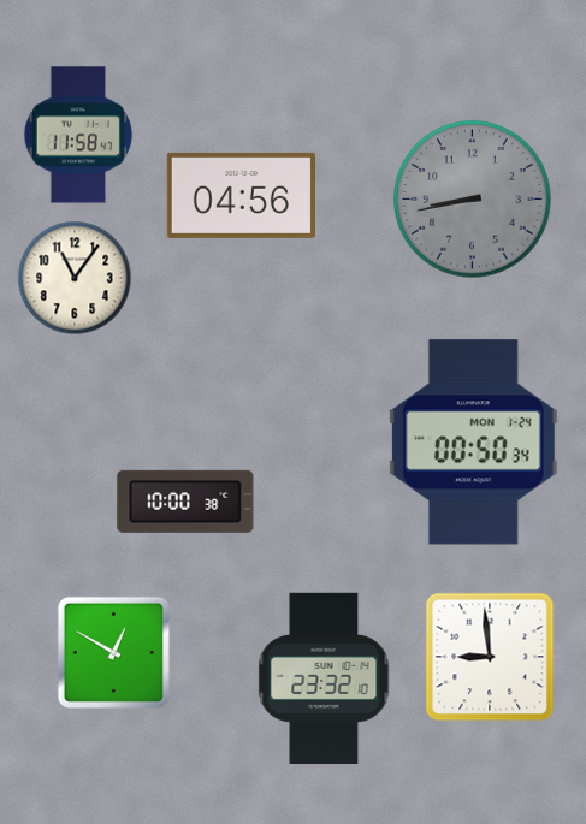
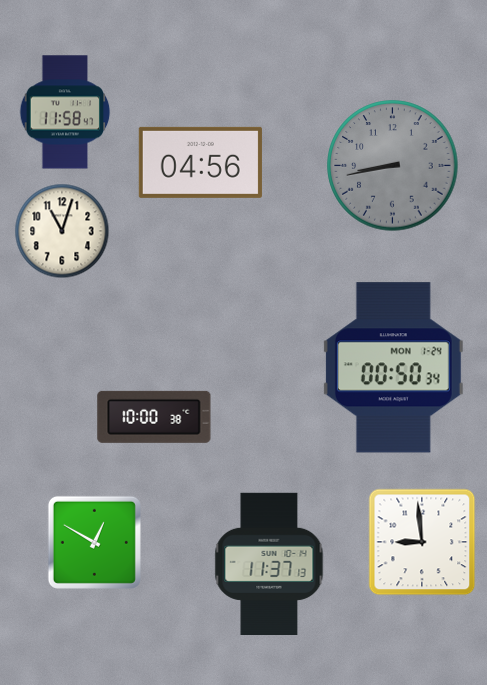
clock at (75, 278): 11:06 -> 11:03
clock at (490, 657) position: (490, 657) -> (422, 542)
clock at (324, 677): 23:32 -> 11:37
